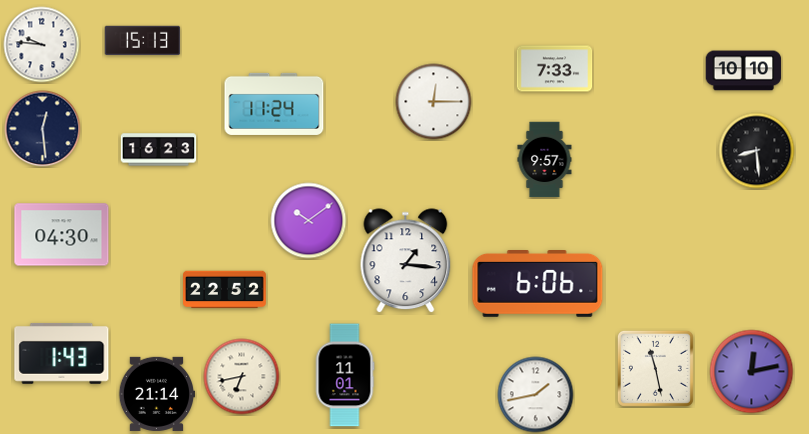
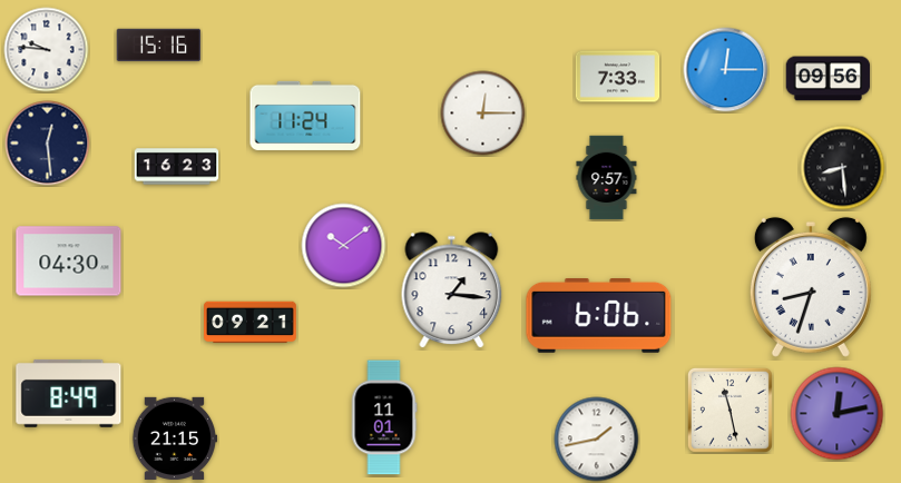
clock at (143, 40): 15:13 -> 15:16
clock at (726, 70): none -> 12:15
clock at (744, 71): 10:10 -> 09:56
clock at (811, 287): none -> 8:33
clock at (225, 290): 22:52 -> 09:21
clock at (62, 353): 1:43 -> 8:49
clock at (242, 377): 6:43 -> none
clock at (157, 394): 21:14 -> 21:15
